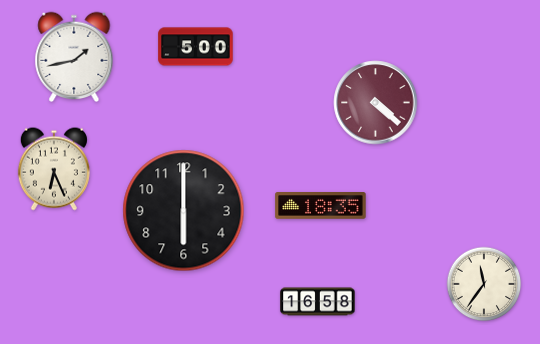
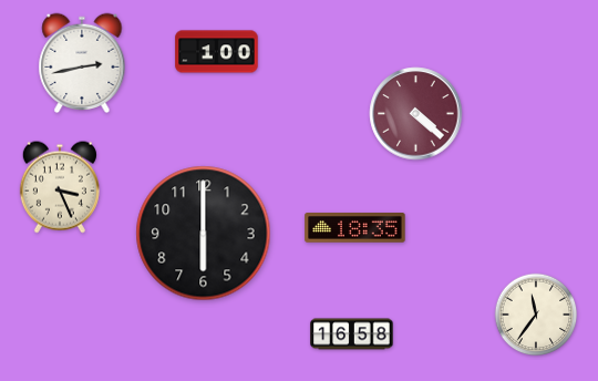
clock at (196, 47): 5:00 -> 1:00
clock at (74, 56): 1:43 -> 2:43
clock at (54, 169): 6:26 -> 3:26
